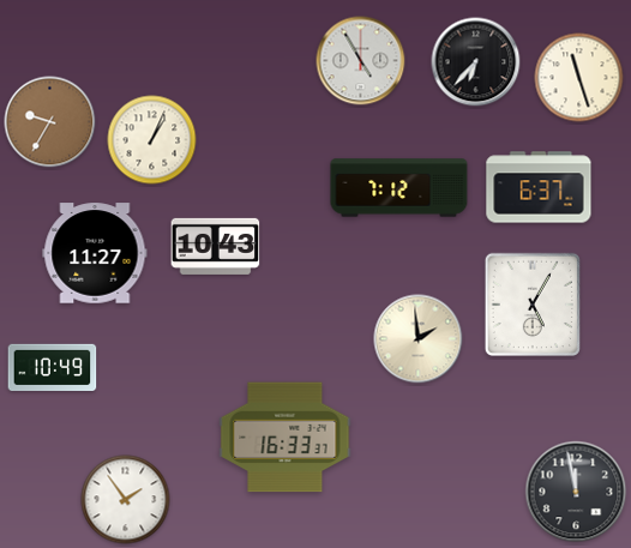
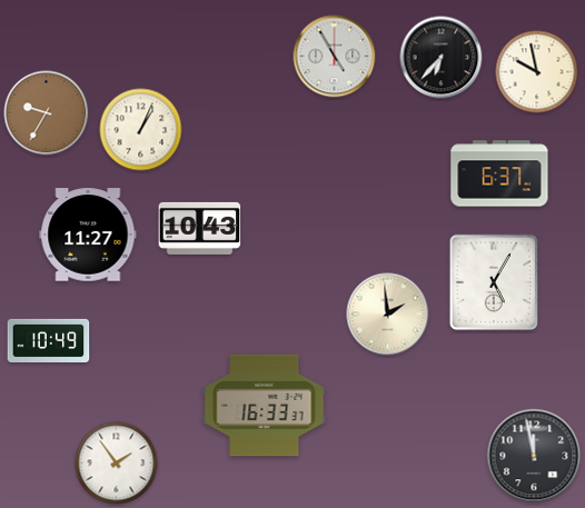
clock at (579, 78): 11:27 -> 9:58
clock at (399, 188): 7:12 -> none
